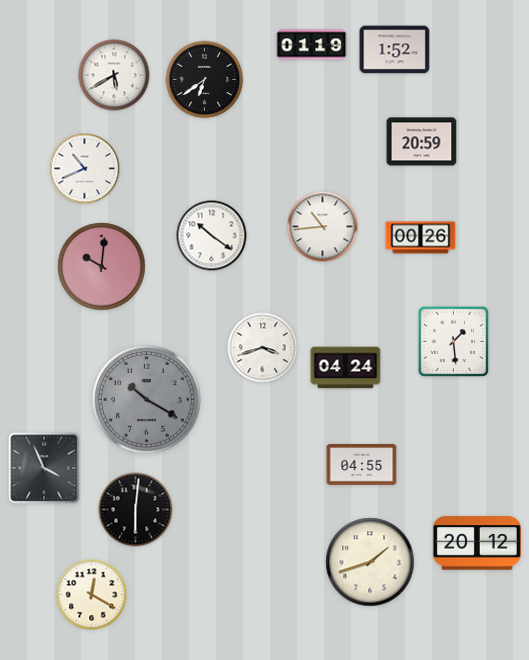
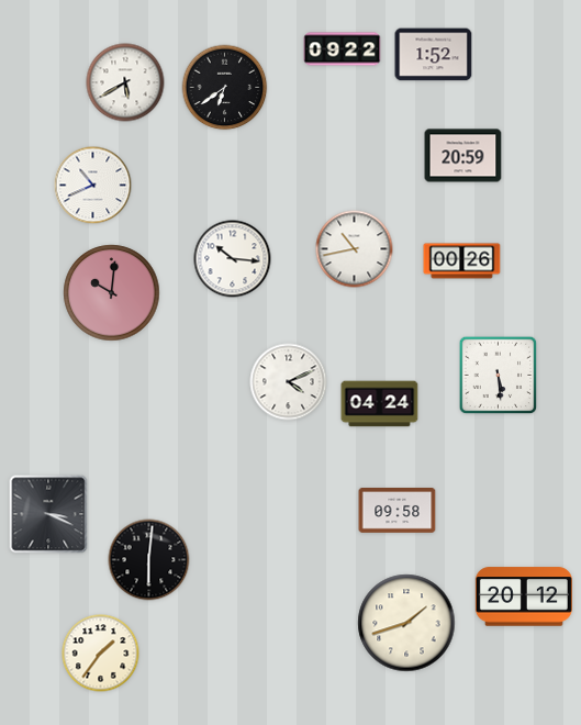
clock at (312, 45): 01:19 -> 09:22
clock at (323, 227): 10:44 -> 10:43
clock at (212, 236): 10:21 -> 10:16
clock at (454, 342): 1:29 -> 5:29
clock at (263, 348): 3:42 -> 4:11
clock at (147, 400): 10:20 -> none
clock at (362, 465): 04:55 -> 09:58
clock at (44, 468): 3:56 -> 3:19
clock at (370, 562) position: (370, 562) -> (406, 623)
clock at (92, 595): 12:20 -> 1:36
